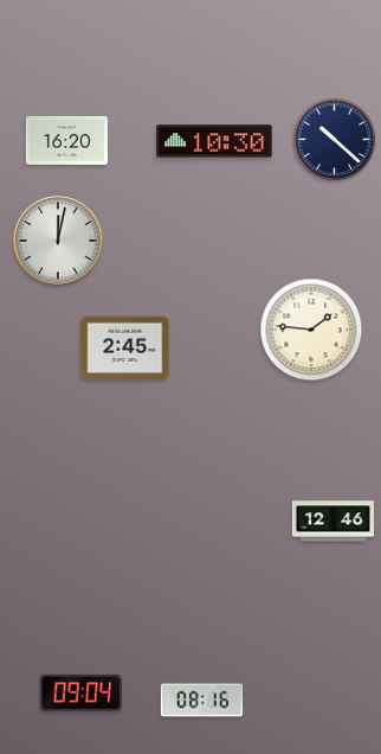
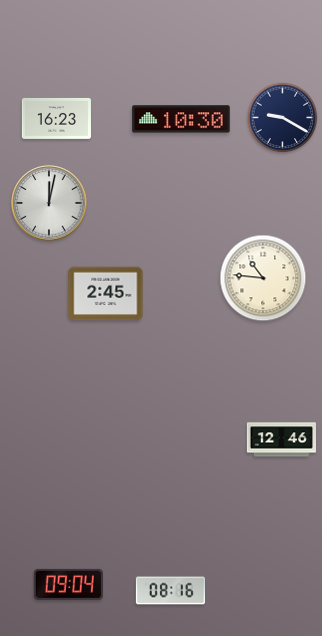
clock at (66, 140): 16:20 -> 16:23
clock at (335, 140): 10:22 -> 9:20
clock at (311, 330): 1:46 -> 10:46
